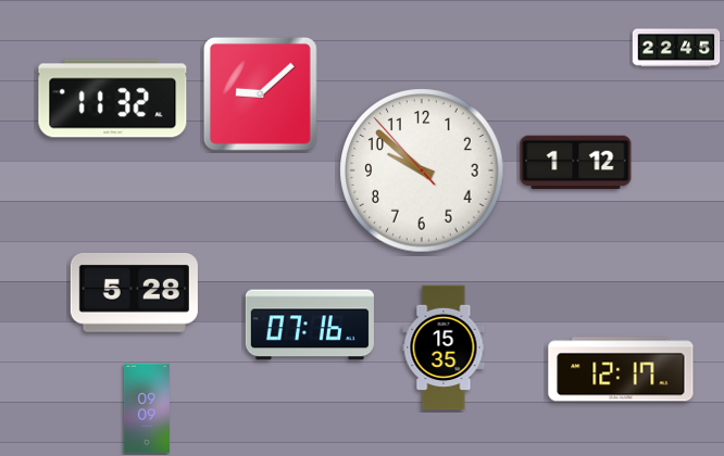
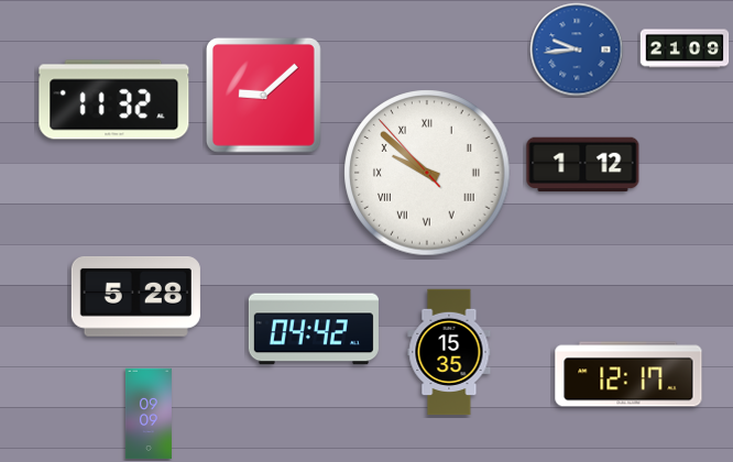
clock at (676, 48): 22:45 -> 21:09
clock at (577, 50): none -> 9:44
clock at (422, 170) numerals: Arabic -> Roman
clock at (310, 325): 07:16 -> 04:42
